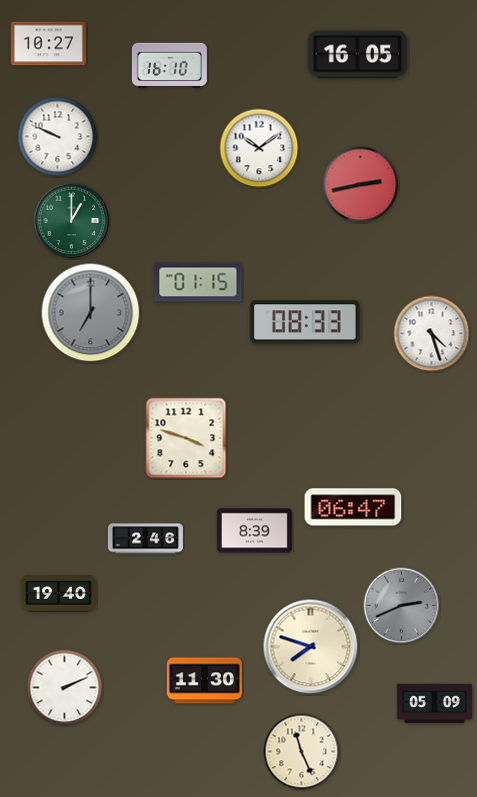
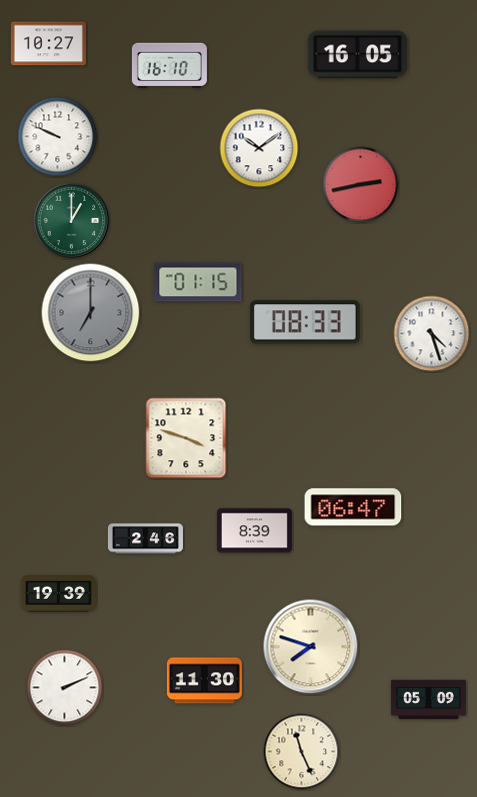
clock at (58, 594): 19:40 -> 19:39
clock at (402, 606): 2:41 -> none
clock at (434, 704) position: (434, 704) -> (428, 700)
